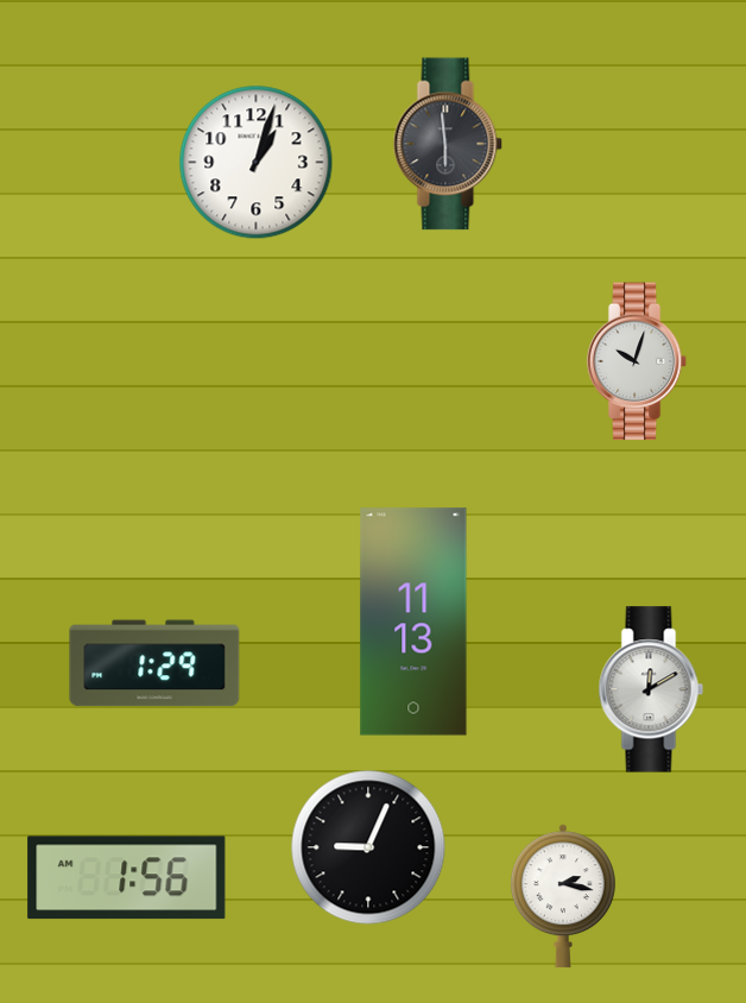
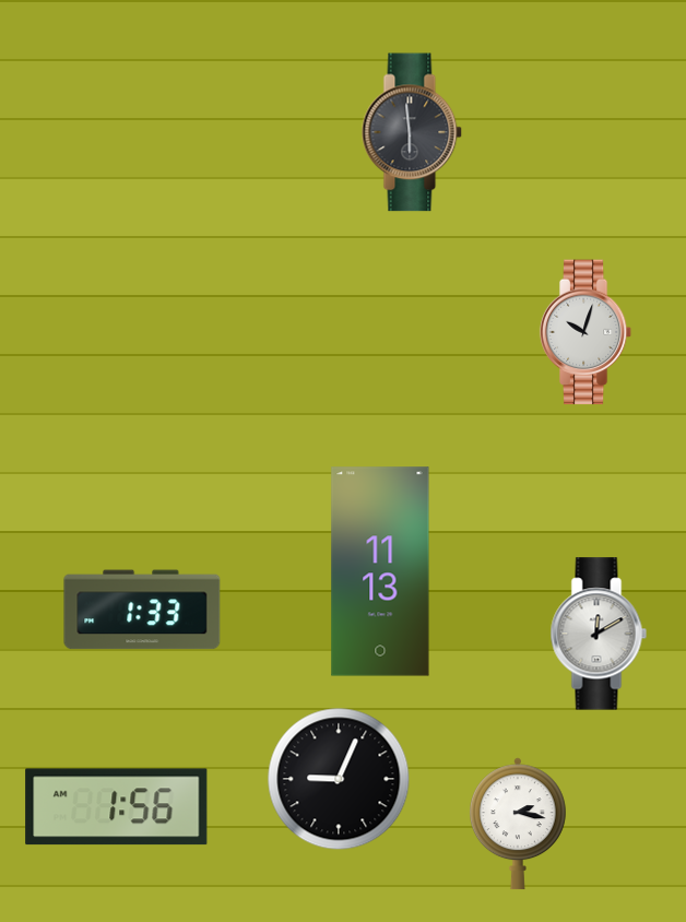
clock at (257, 163): 1:03 -> none
clock at (154, 663): 1:29 -> 1:33
